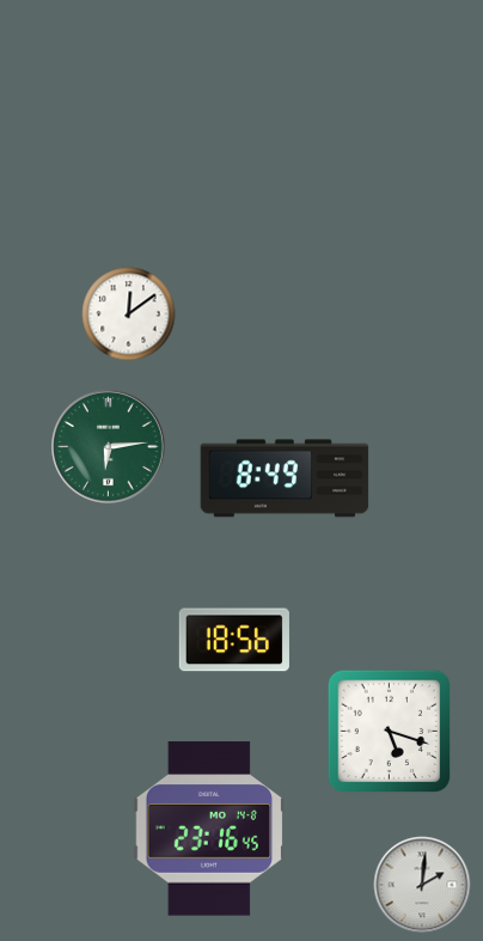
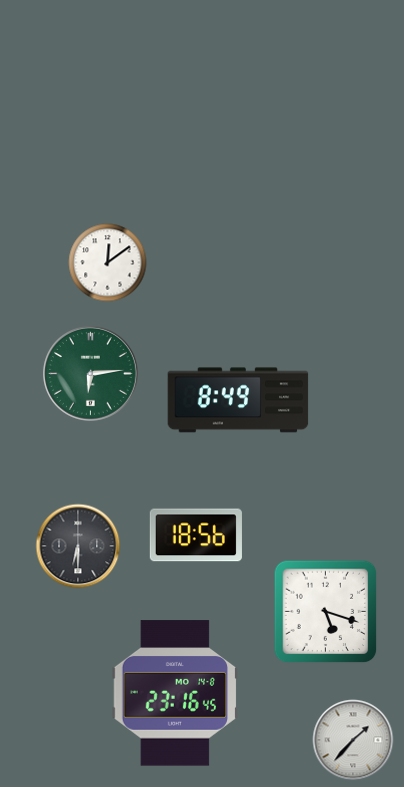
clock at (78, 546): none -> 6:30
clock at (422, 885): 2:01 -> 1:37
